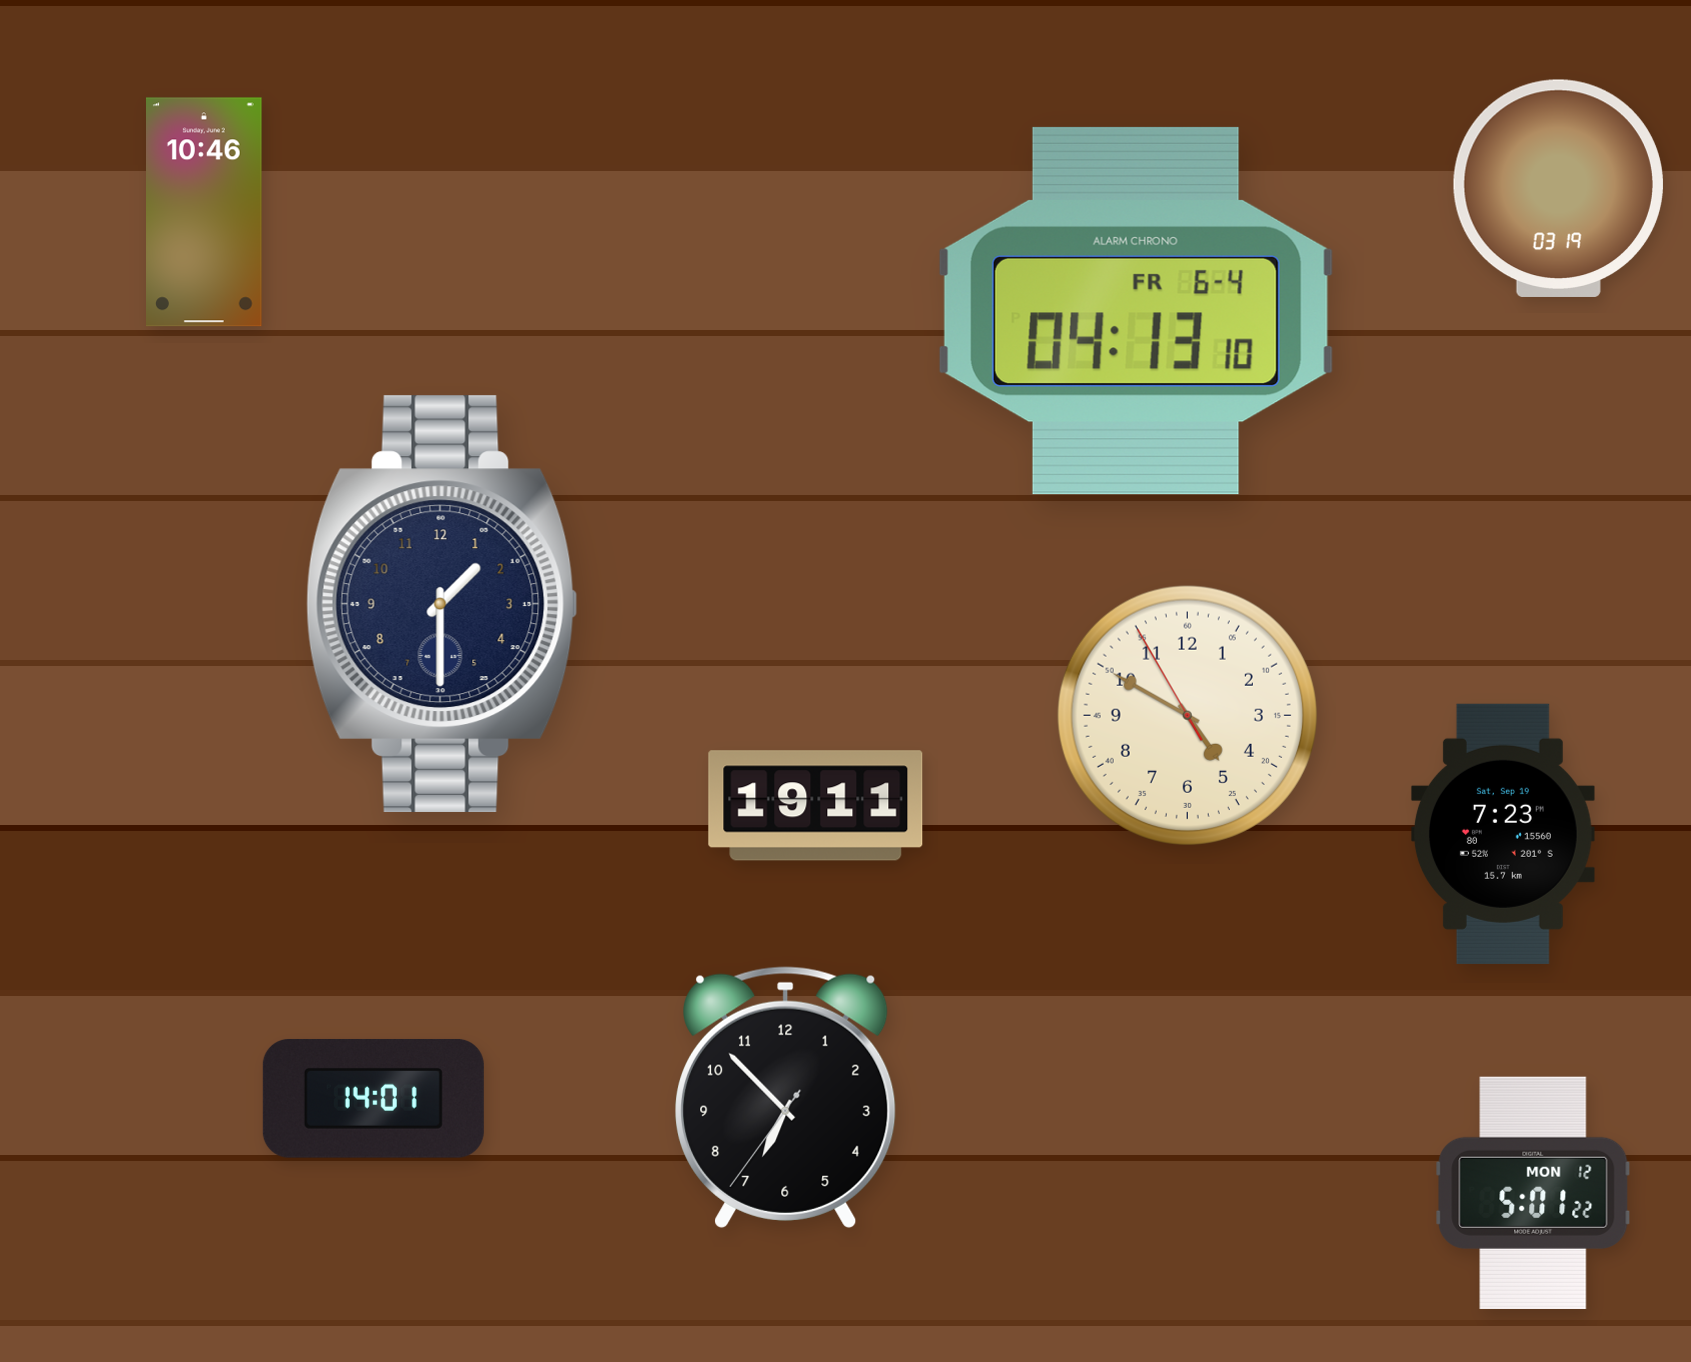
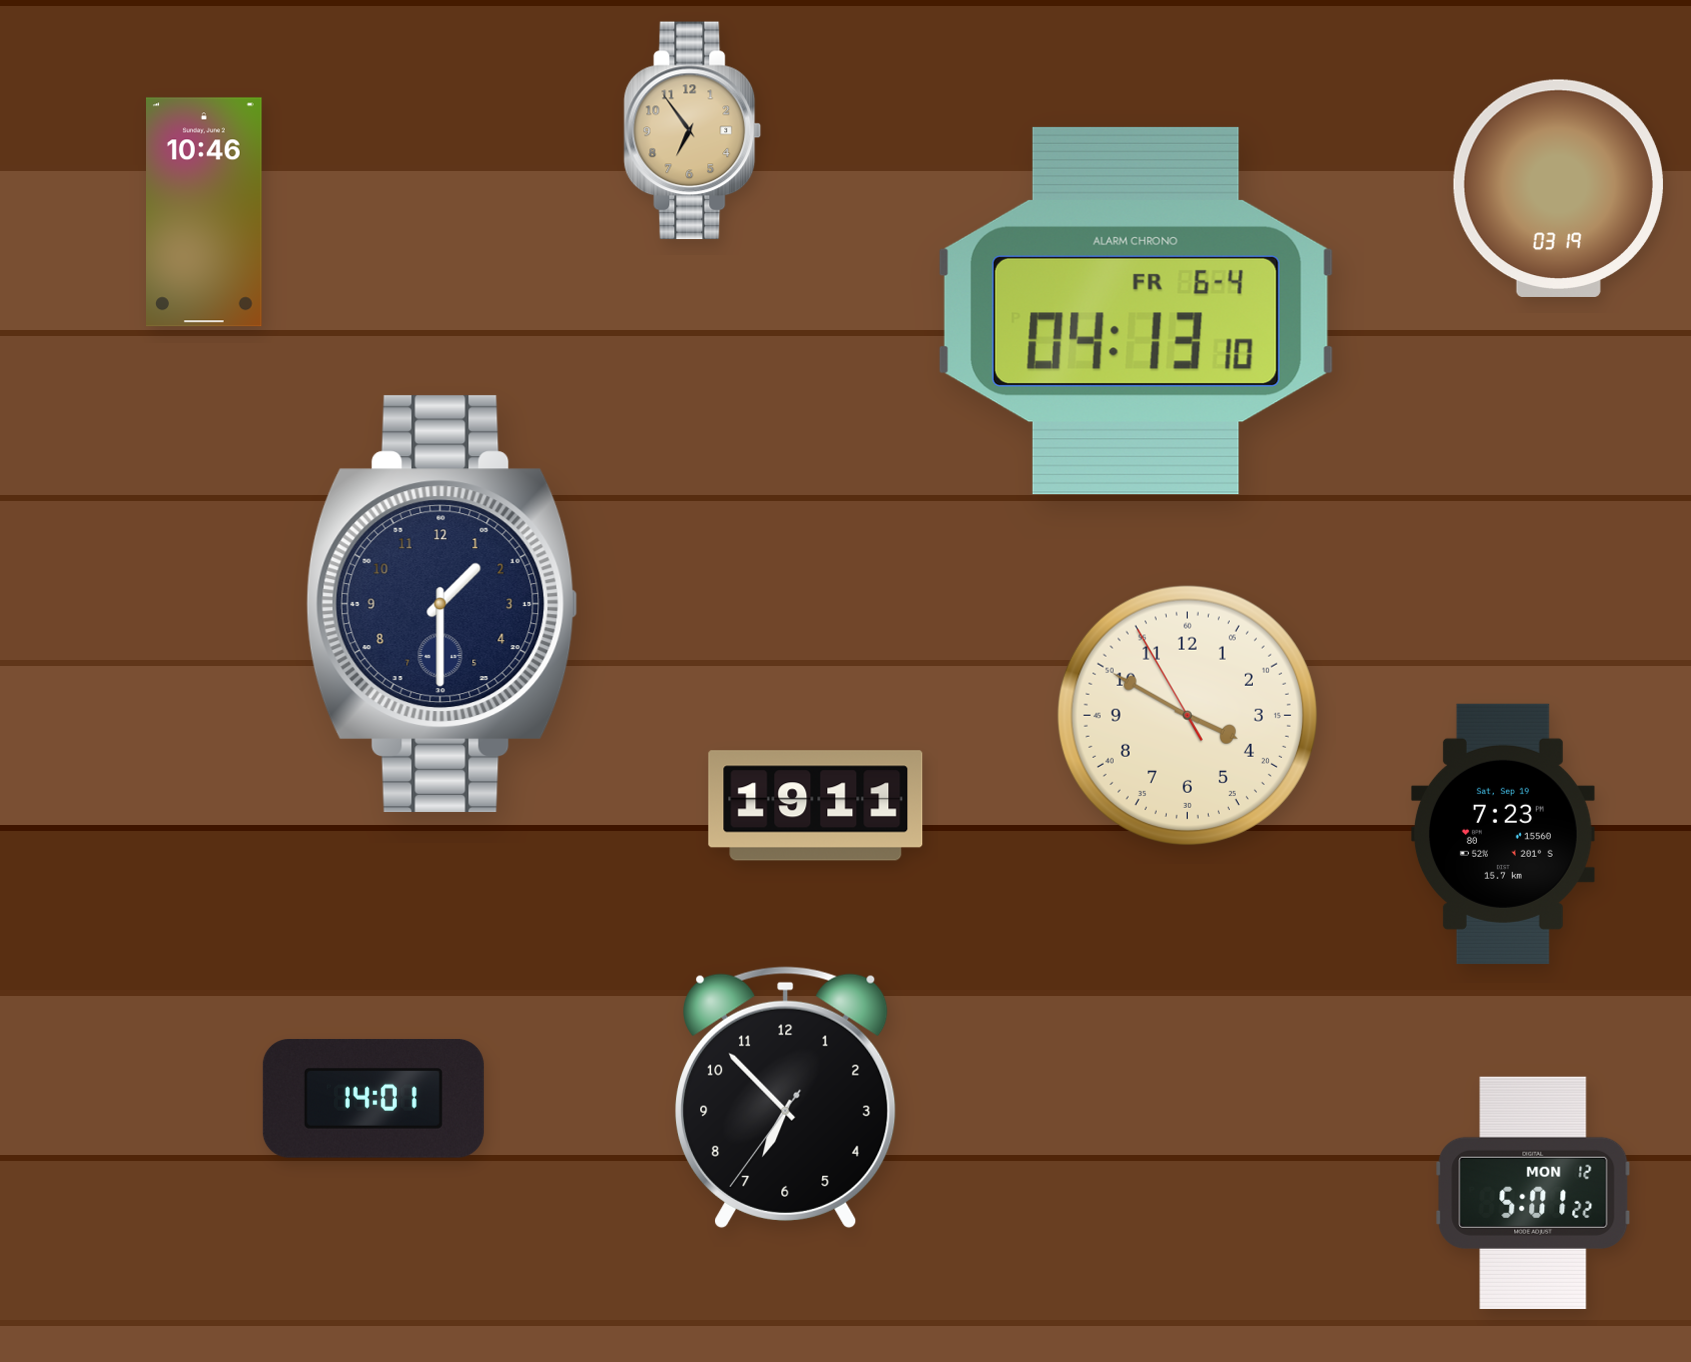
clock at (693, 131): none -> 6:54
clock at (1187, 715): 4:49 -> 3:49
